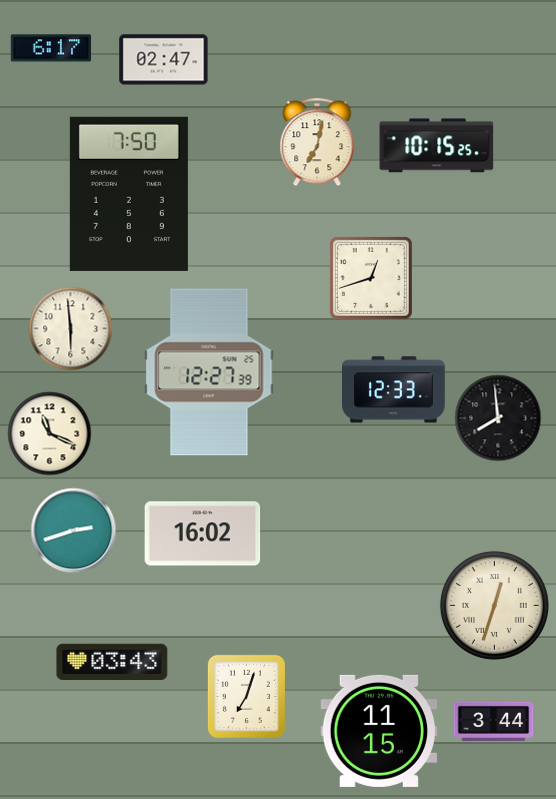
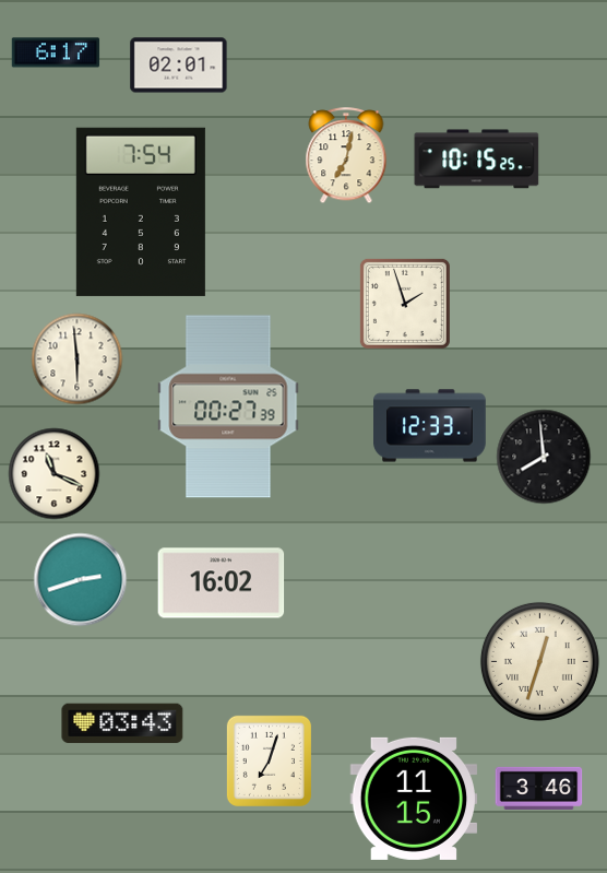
clock at (164, 60): 02:47 -> 02:01
clock at (129, 194): 7:50 -> 7:54
clock at (371, 278): 12:42 -> 1:57
clock at (209, 372): 12:27 -> 00:27
clock at (494, 721): 3:44 -> 3:46
